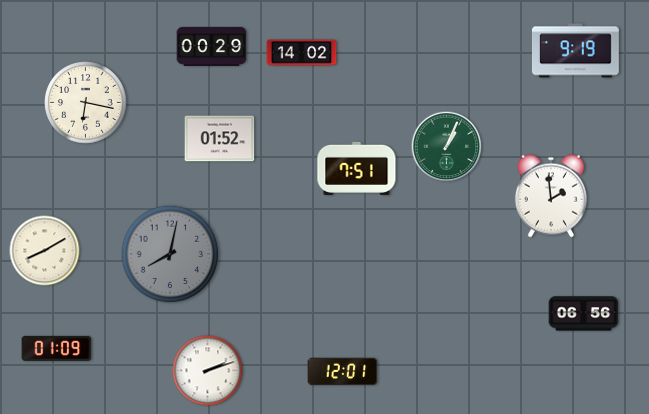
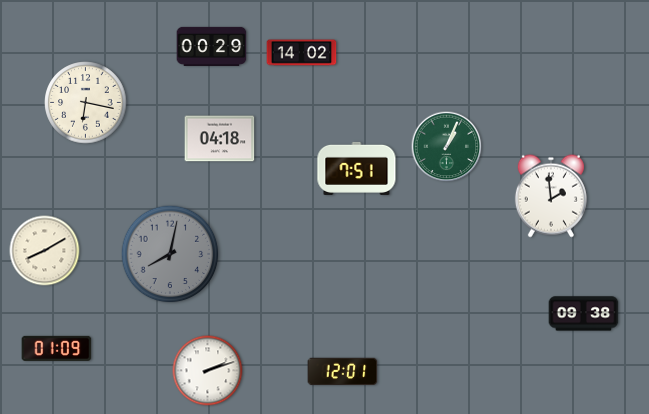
clock at (575, 51): 9:19 -> none
clock at (220, 139): 01:52 -> 04:18
clock at (584, 314): 06:56 -> 09:38
